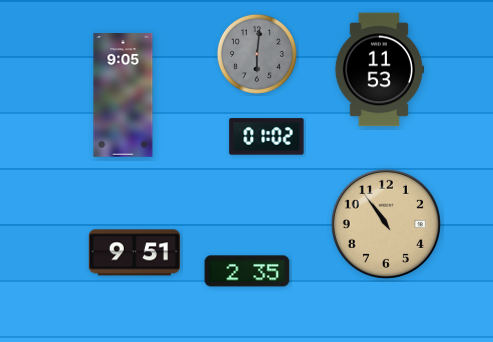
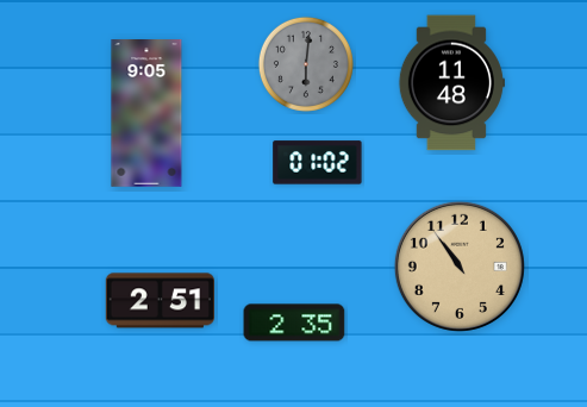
clock at (379, 70): 11:53 -> 11:48
clock at (134, 253): 9:51 -> 2:51
